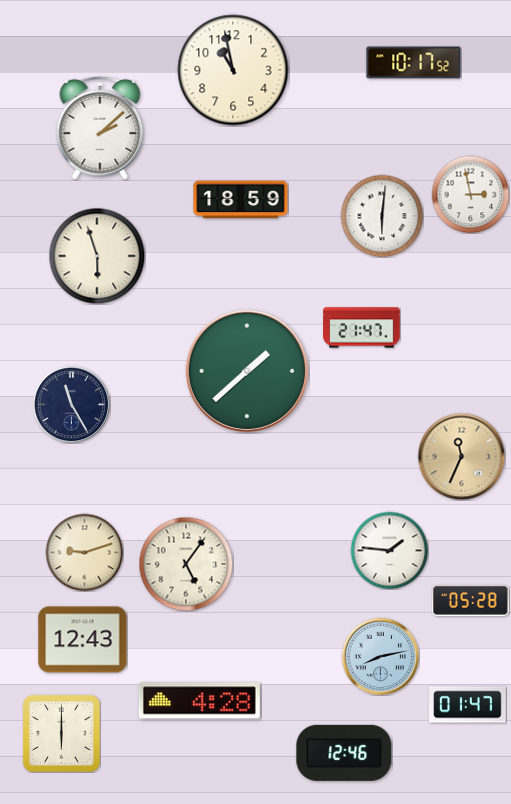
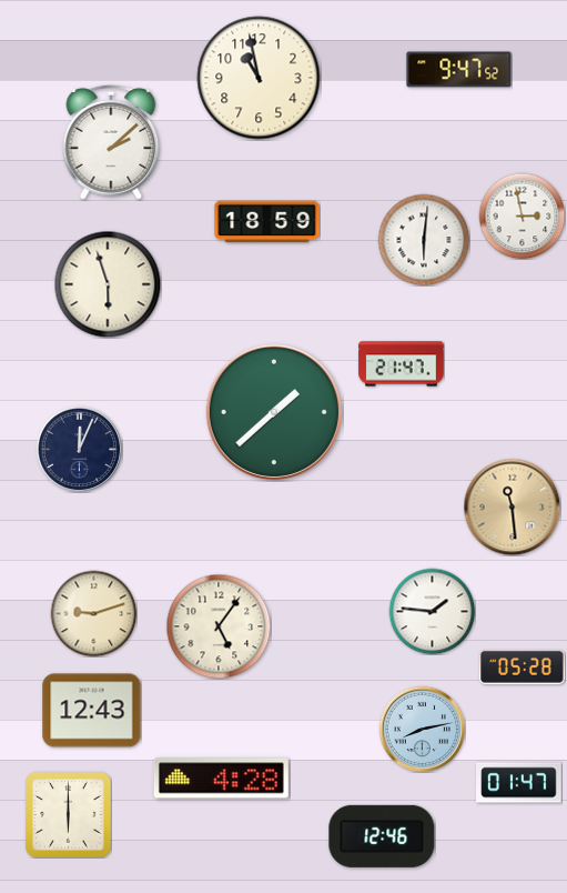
clock at (414, 63): 10:17 -> 9:47
clock at (71, 404): 11:25 -> 12:04
clock at (461, 456): 11:34 -> 11:29
clock at (186, 564) position: (186, 564) -> (219, 626)
